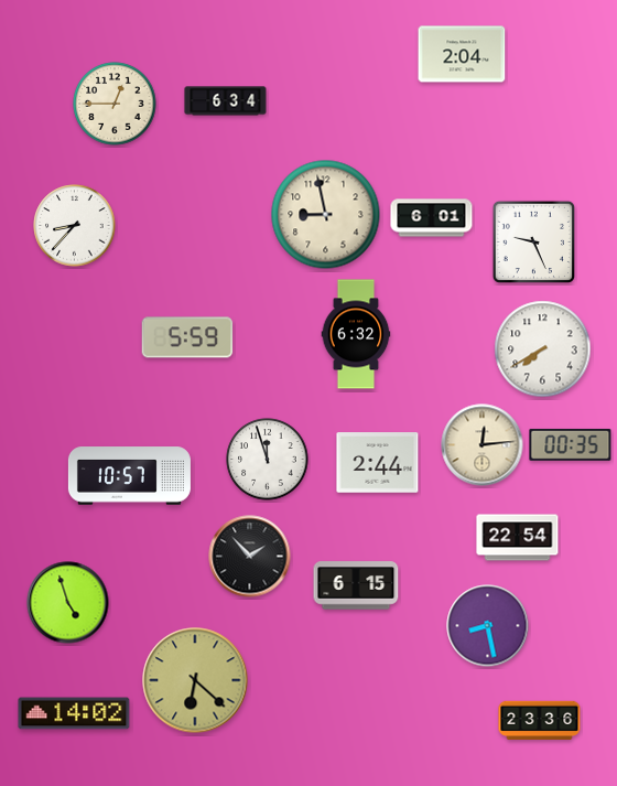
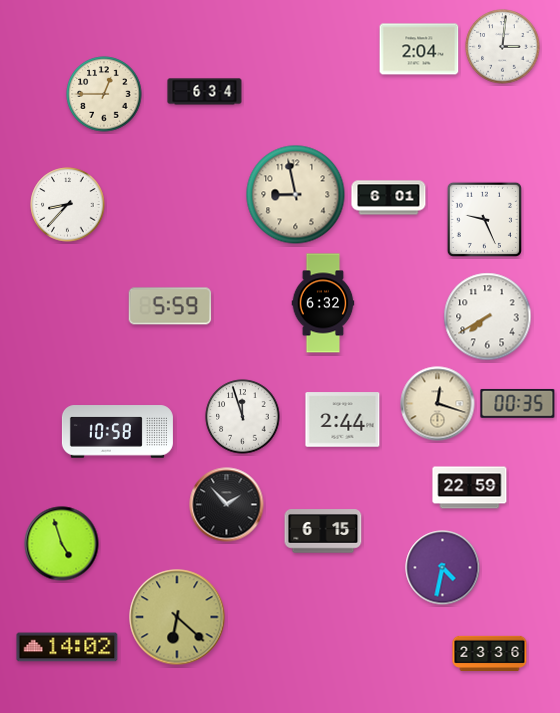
clock at (503, 47): none -> 3:01
clock at (432, 218) position: (432, 218) -> (389, 198)
clock at (543, 349) position: (543, 349) -> (488, 317)
clock at (483, 445): 12:14 -> 12:18
clock at (129, 476): 10:57 -> 10:58
clock at (518, 538): 22:54 -> 22:59
clock at (68, 603) position: (68, 603) -> (62, 544)
clock at (488, 626): 8:28 -> 4:32
